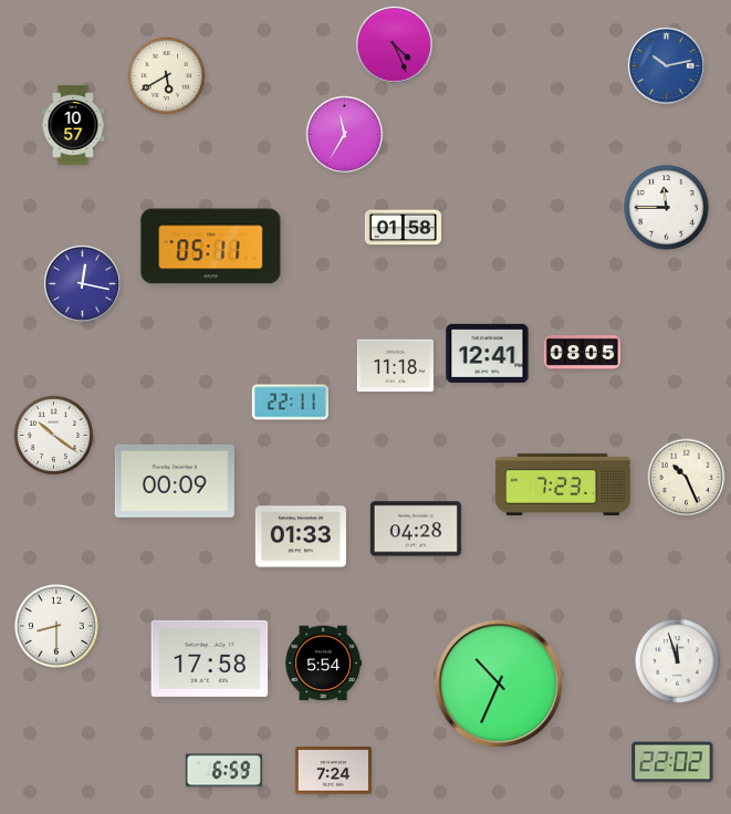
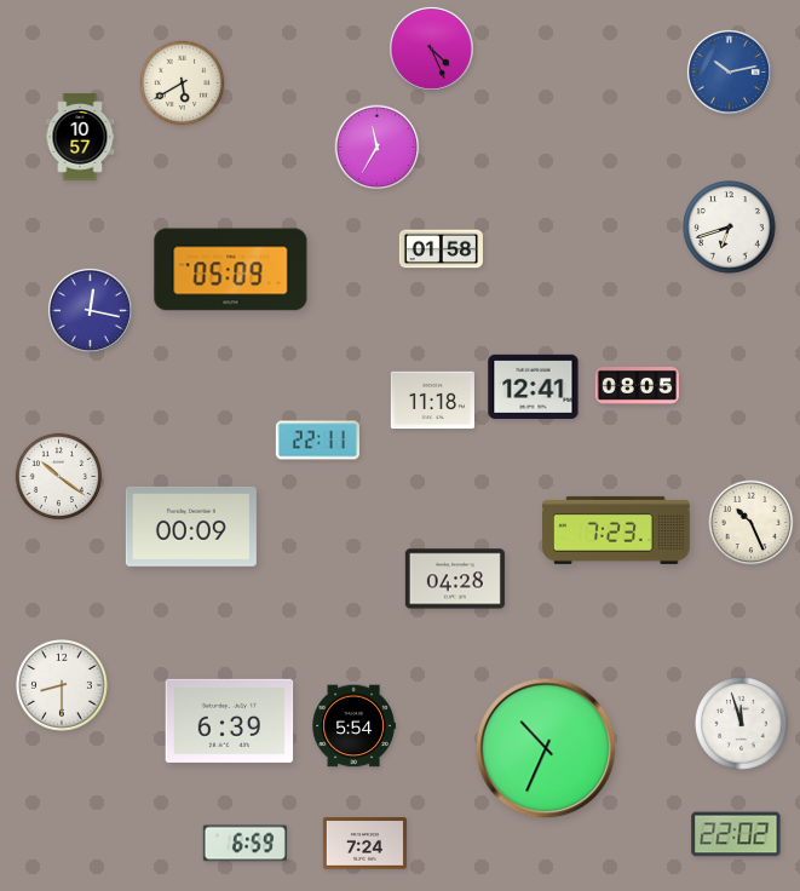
clock at (667, 208): 11:45 -> 6:42
clock at (211, 247): 05:11 -> 05:09
clock at (301, 536): 01:33 -> none
clock at (210, 658): 17:58 -> 6:39
